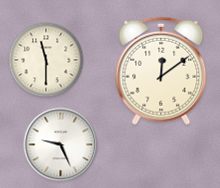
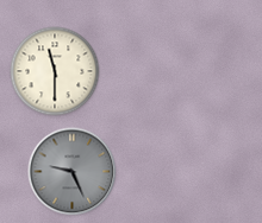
clock at (161, 71): 12:09 -> none
clock at (61, 145) dial: white -> grey
